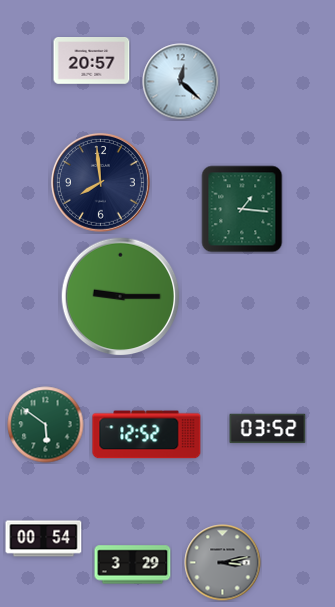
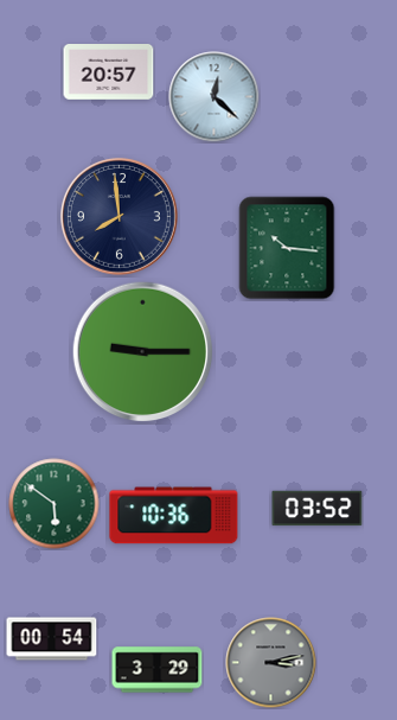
clock at (242, 209): 1:16 -> 10:16
clock at (147, 435): 12:52 -> 10:36
clock at (223, 563) position: (223, 563) -> (271, 663)
